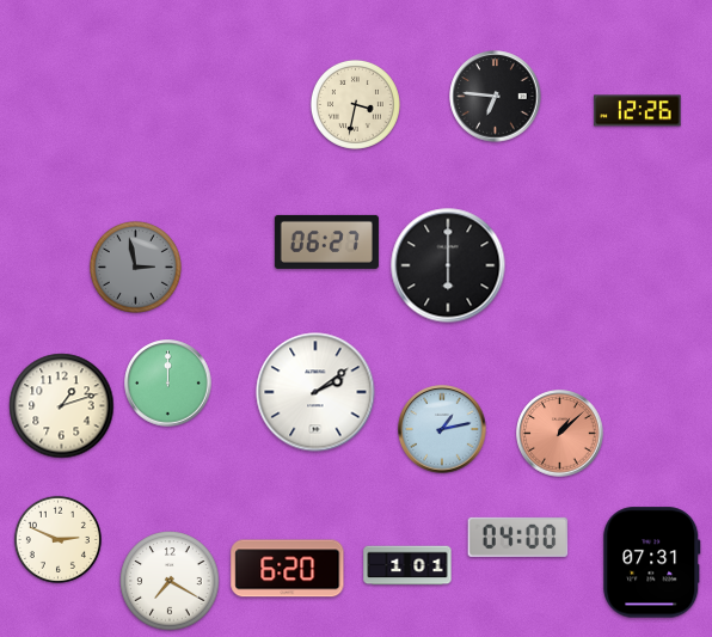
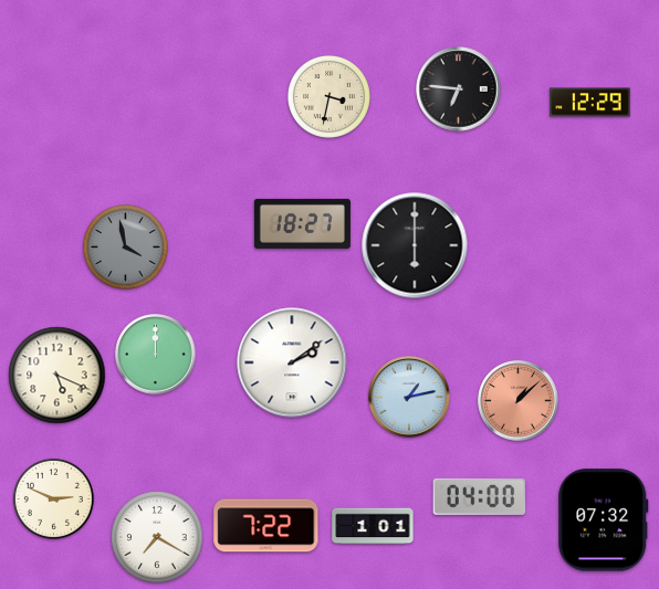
clock at (638, 111): 12:26 -> 12:29
clock at (326, 241): 06:27 -> 18:27
clock at (135, 267): 2:58 -> 3:58
clock at (62, 406): 1:12 -> 5:19
clock at (652, 563): 07:31 -> 07:32
clock at (407, 565) position: (407, 565) -> (373, 526)
clock at (288, 569): 6:20 -> 7:22
